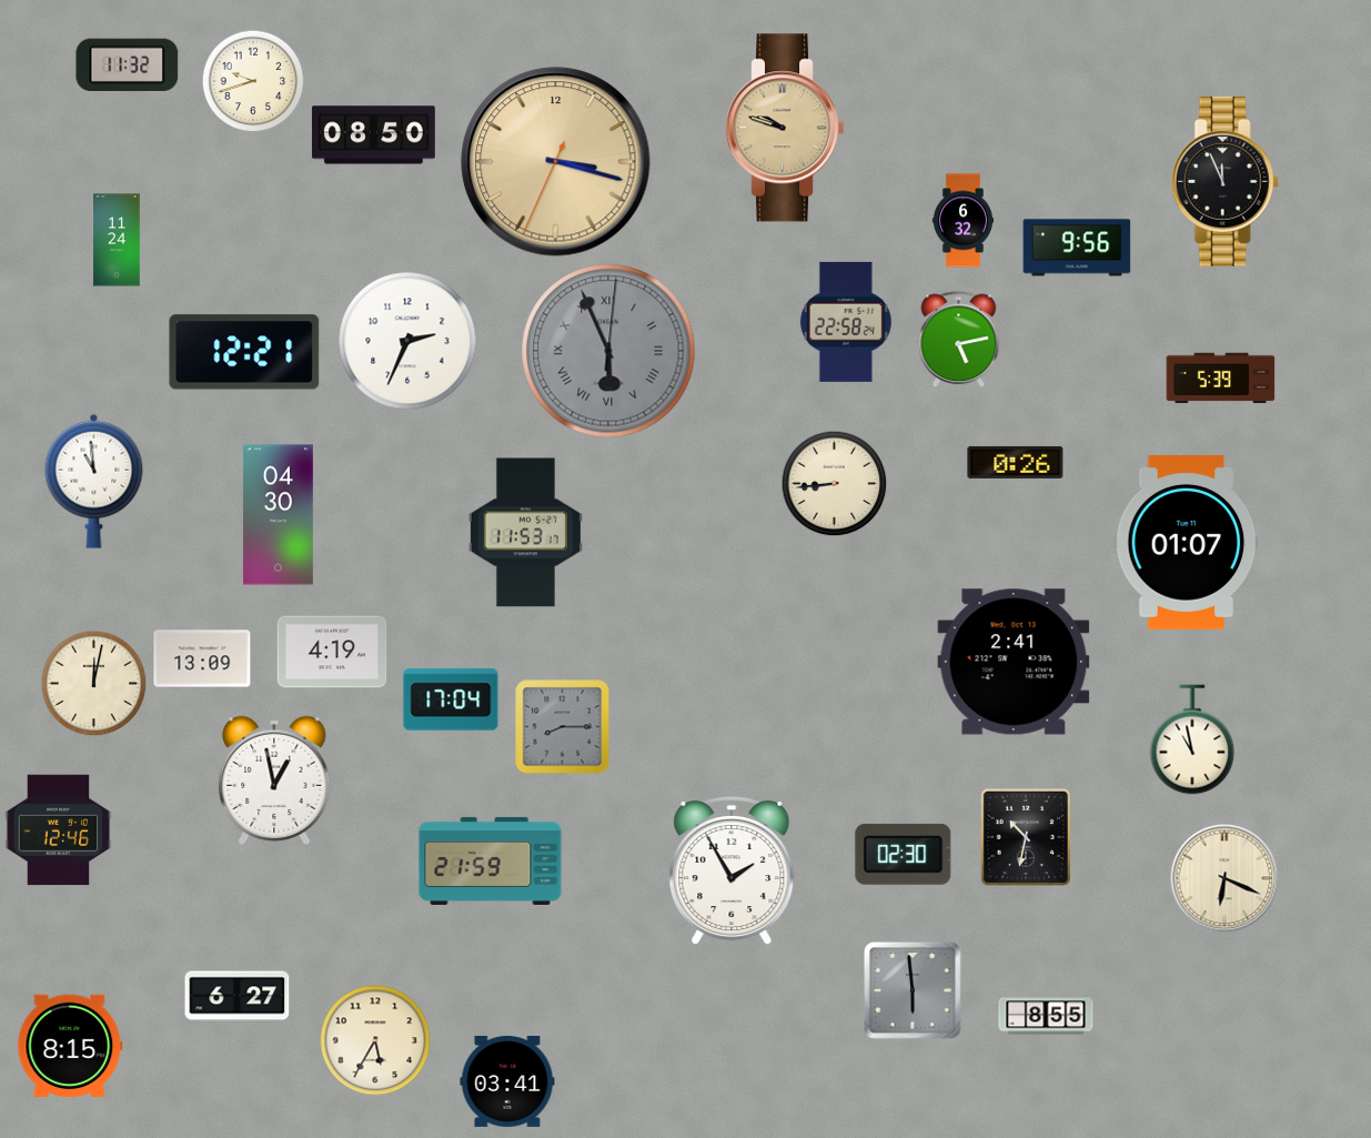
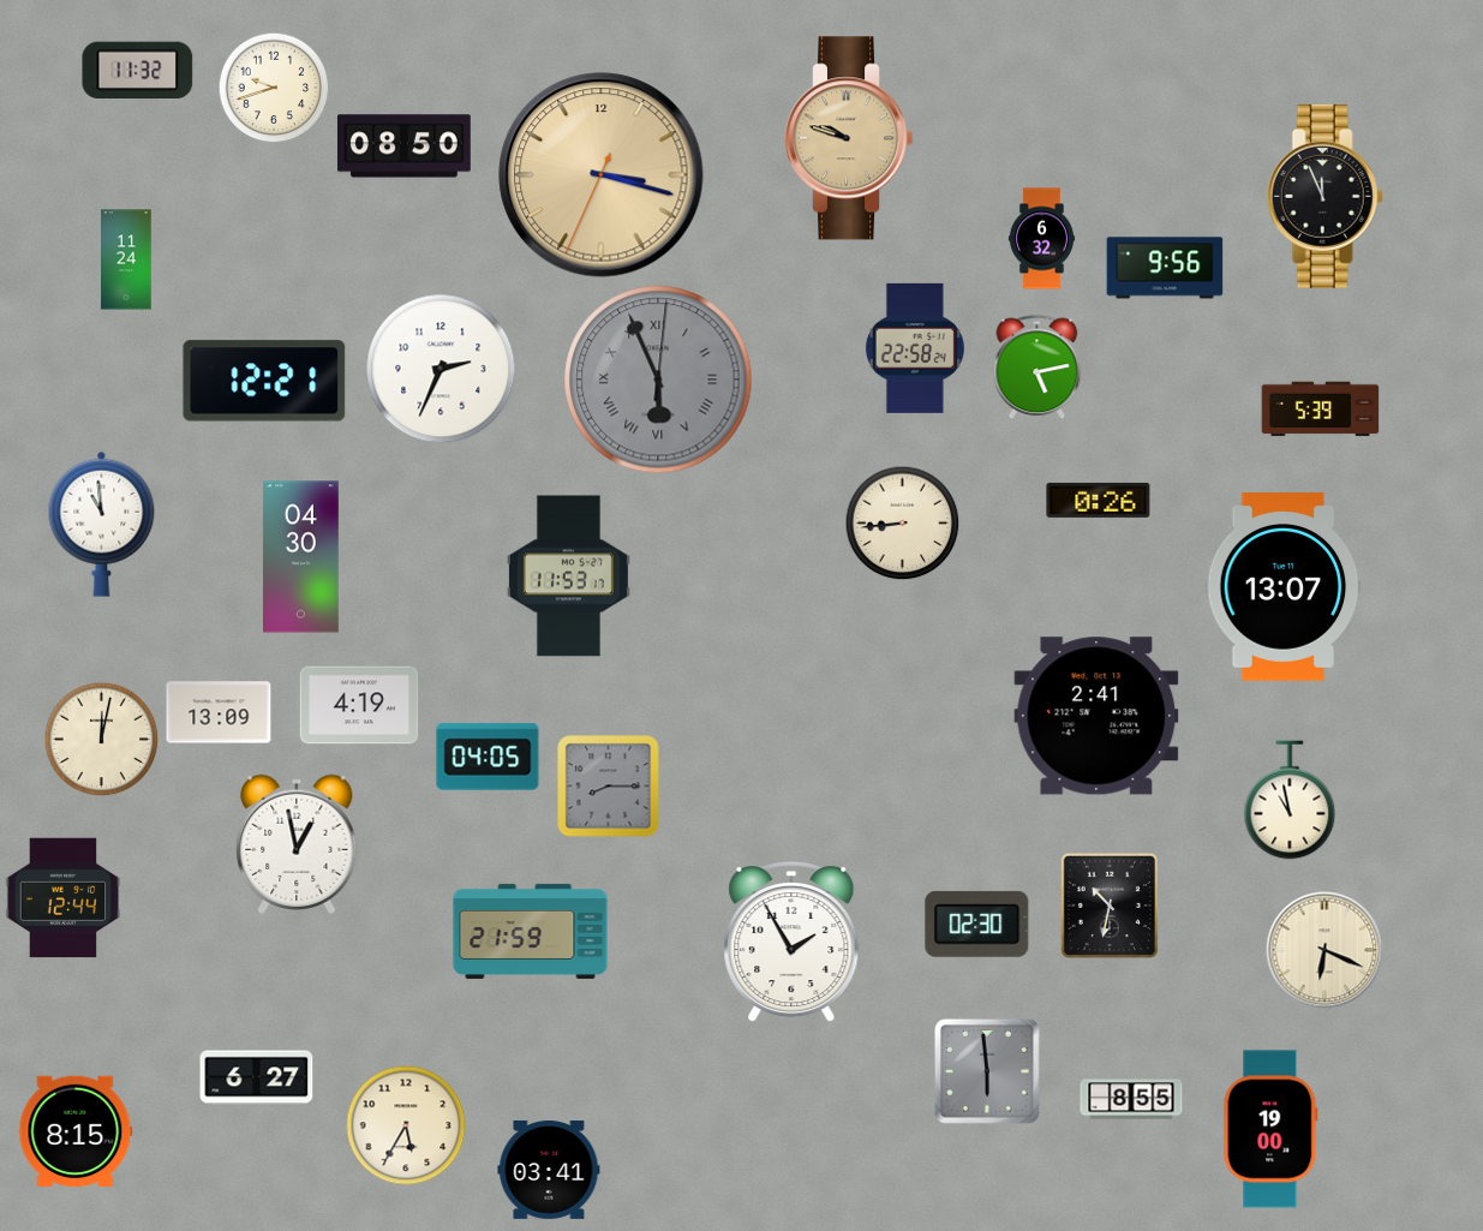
clock at (94, 481) position: (94, 481) -> (102, 524)
clock at (1187, 543): 01:07 -> 13:07
clock at (451, 699): 17:04 -> 04:05
clock at (59, 830): 12:46 -> 12:44
clock at (1270, 1129): none -> 19:00
